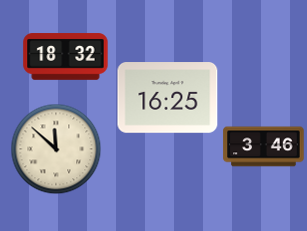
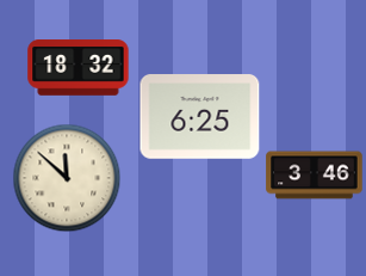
clock at (168, 98): 16:25 -> 6:25
